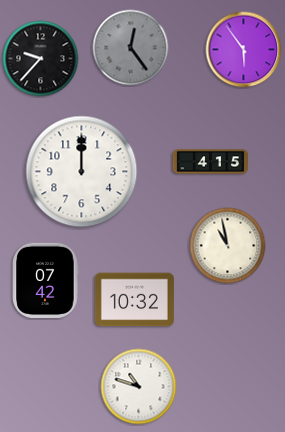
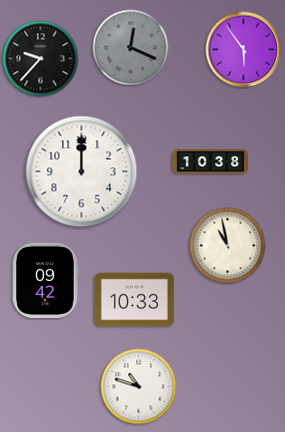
clock at (131, 48): 12:24 -> 12:19
clock at (211, 162): 4:15 -> 10:38
clock at (46, 280): 07:42 -> 09:42
clock at (134, 300): 10:32 -> 10:33
